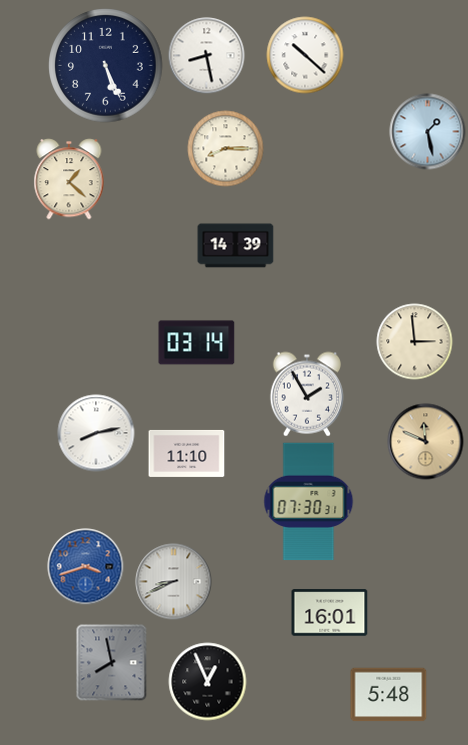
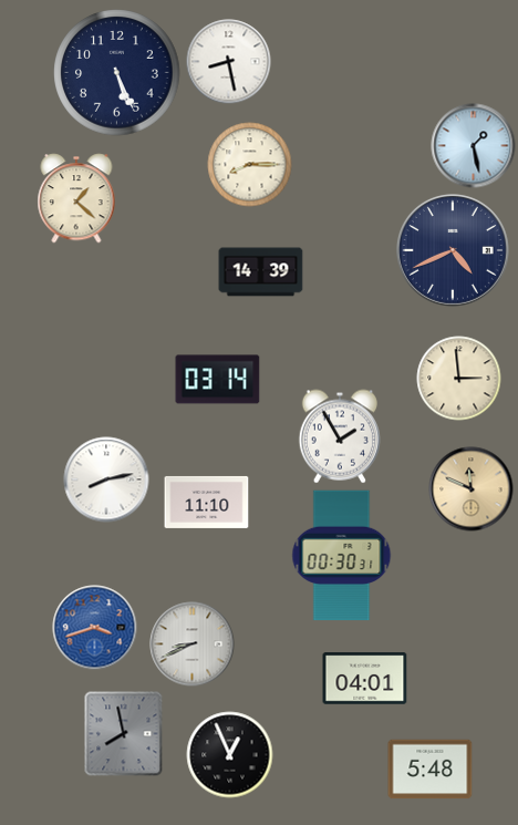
clock at (305, 55): 10:22 -> none
clock at (453, 250): none -> 4:41
clock at (309, 502): 07:30 -> 00:30
clock at (330, 613): 16:01 -> 04:01
